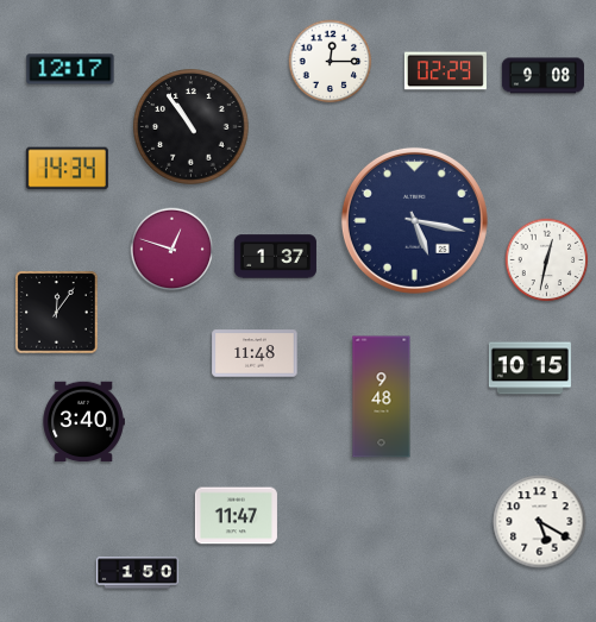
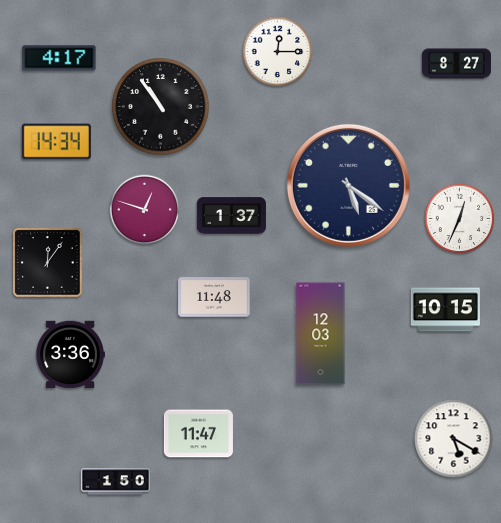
clock at (70, 69): 12:17 -> 4:17
clock at (445, 71): 02:29 -> none
clock at (542, 76): 9:08 -> 8:27
clock at (414, 220): 5:17 -> 5:21
clock at (547, 260): 12:32 -> 12:34
clock at (382, 397): 9:48 -> 12:03
clock at (83, 422): 3:40 -> 3:36
